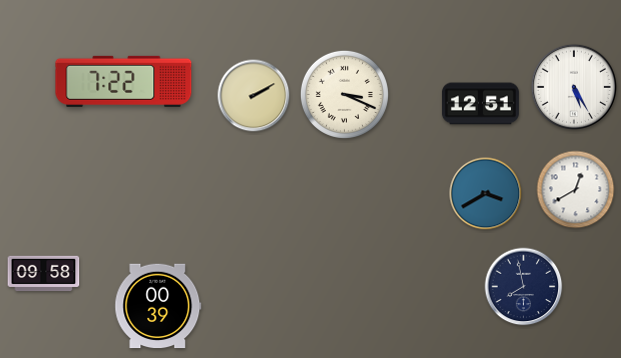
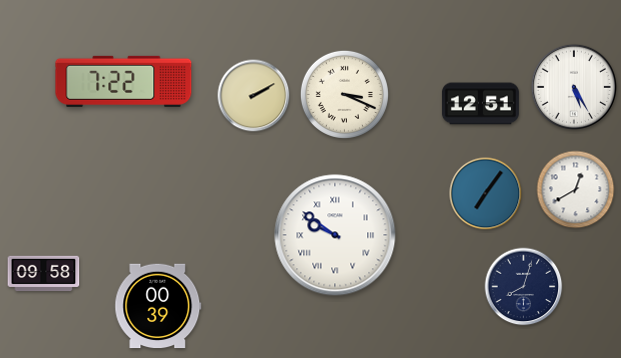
clock at (486, 194): 3:40 -> 7:06
clock at (335, 235): none -> 9:51
clock at (524, 287): 7:58 -> 8:03
